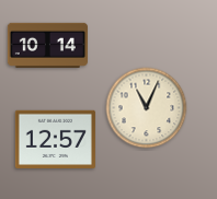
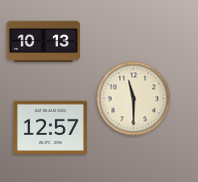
clock at (47, 45): 10:14 -> 10:13
clock at (147, 108): 11:04 -> 11:30
